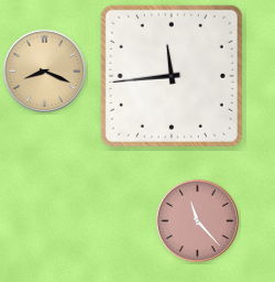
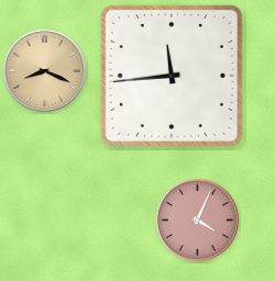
clock at (198, 221): 11:23 -> 4:04
